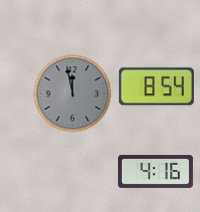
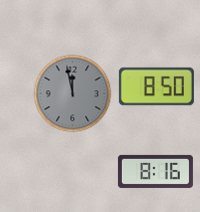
clock at (156, 87): 8:54 -> 8:50
clock at (155, 171): 4:16 -> 8:16
